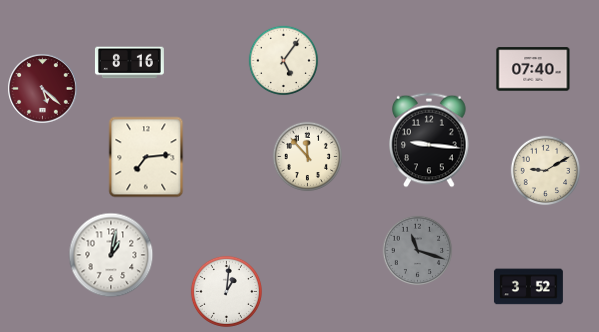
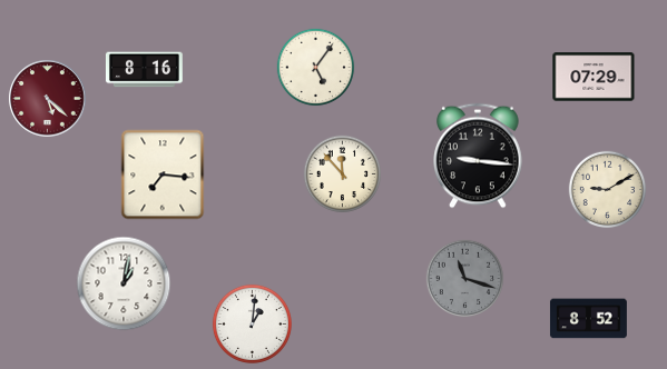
clock at (533, 69): 07:40 -> 07:29
clock at (146, 157): 7:14 -> 7:16
clock at (528, 287): 3:52 -> 8:52
